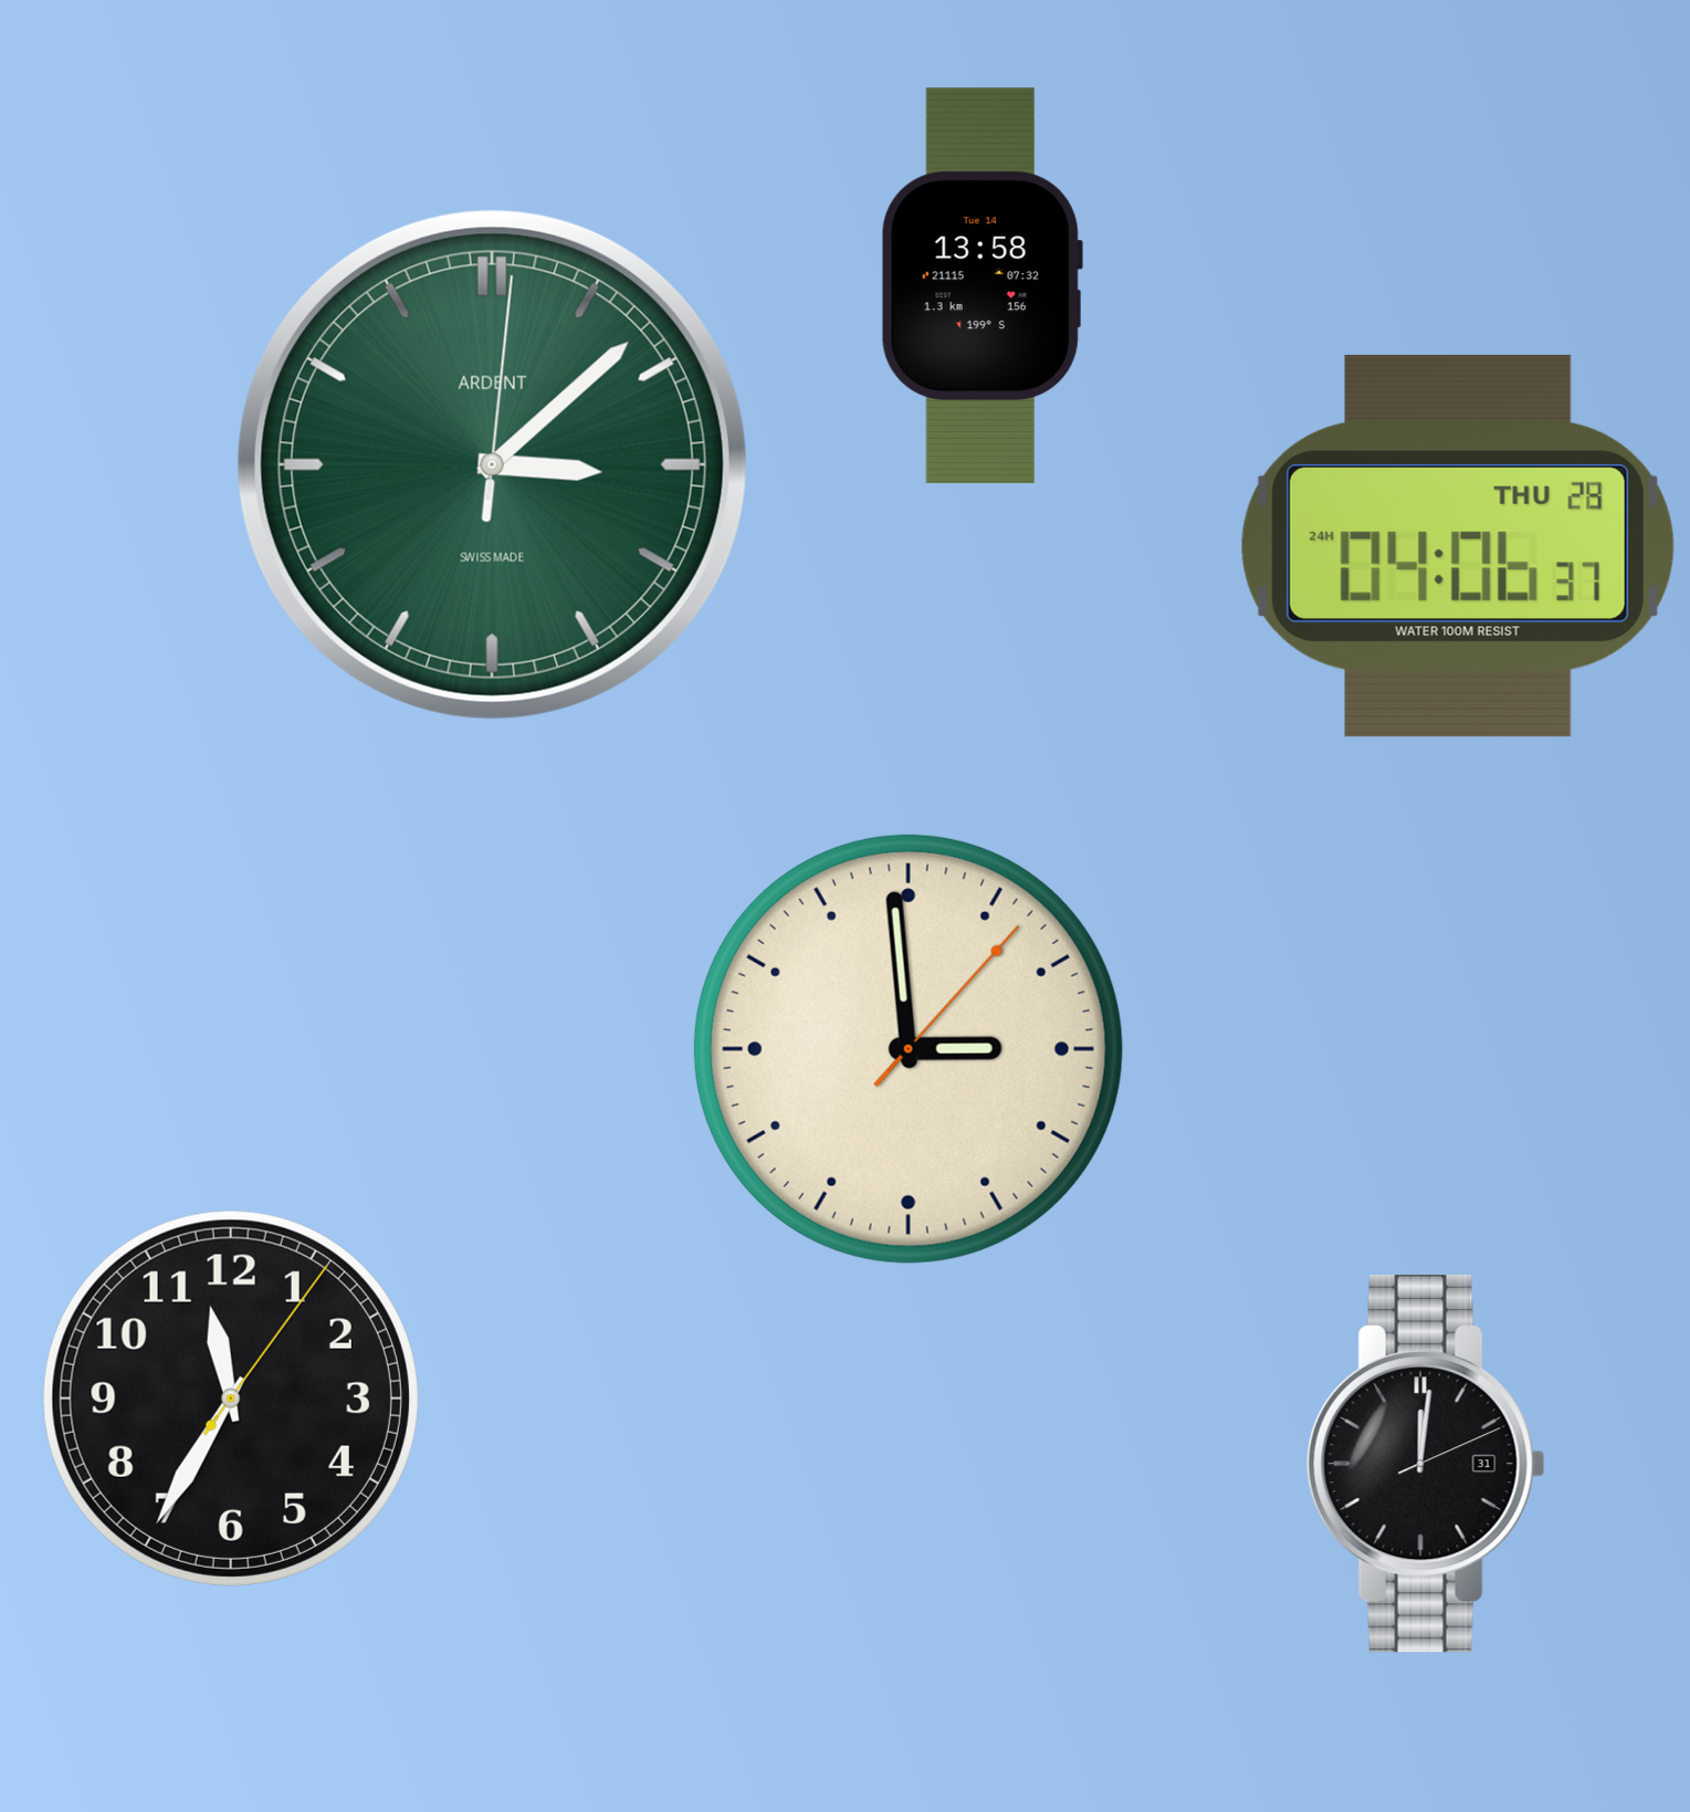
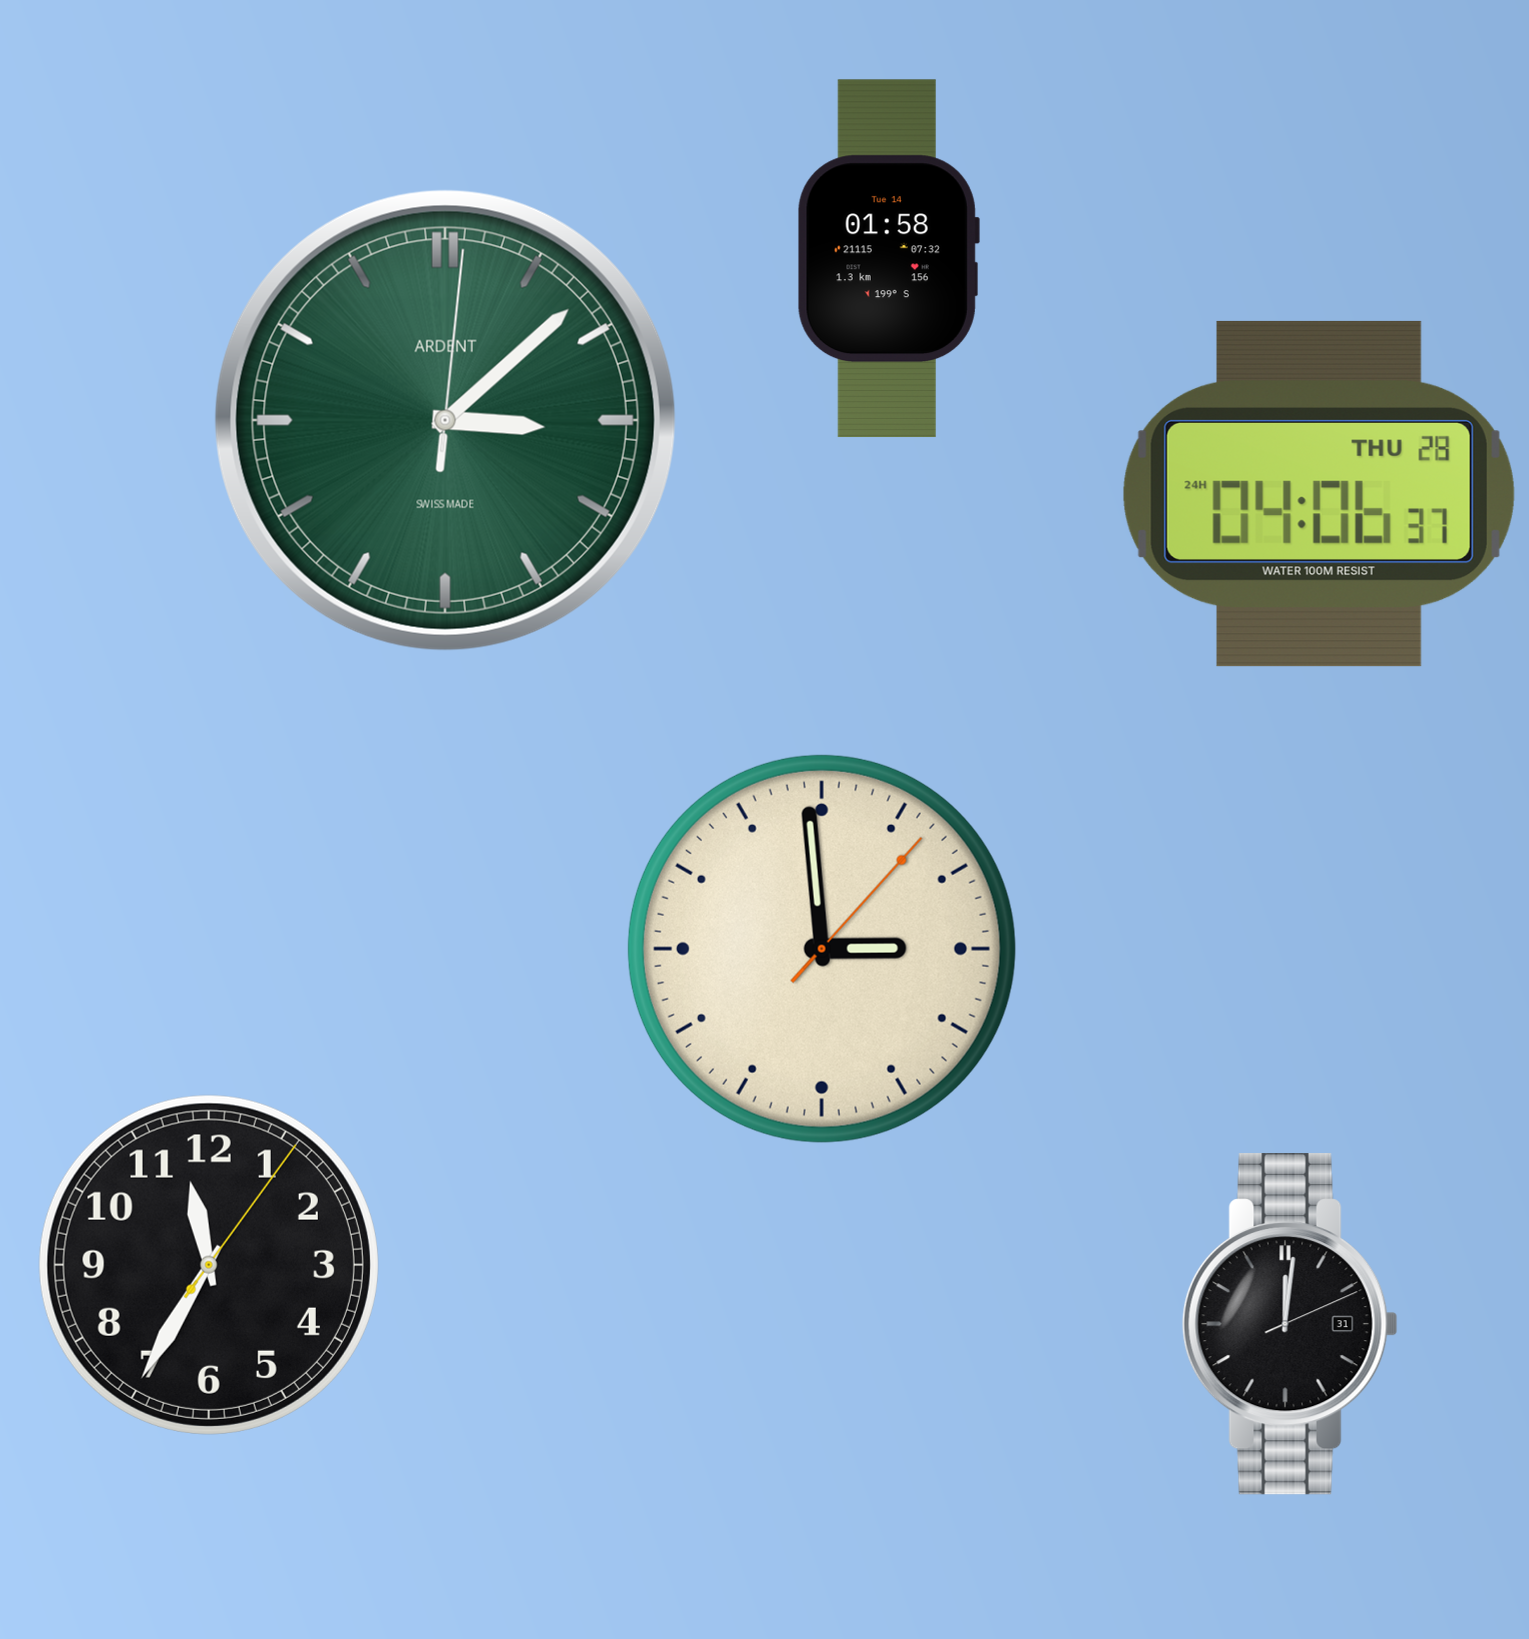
clock at (982, 286): 13:58 -> 01:58
